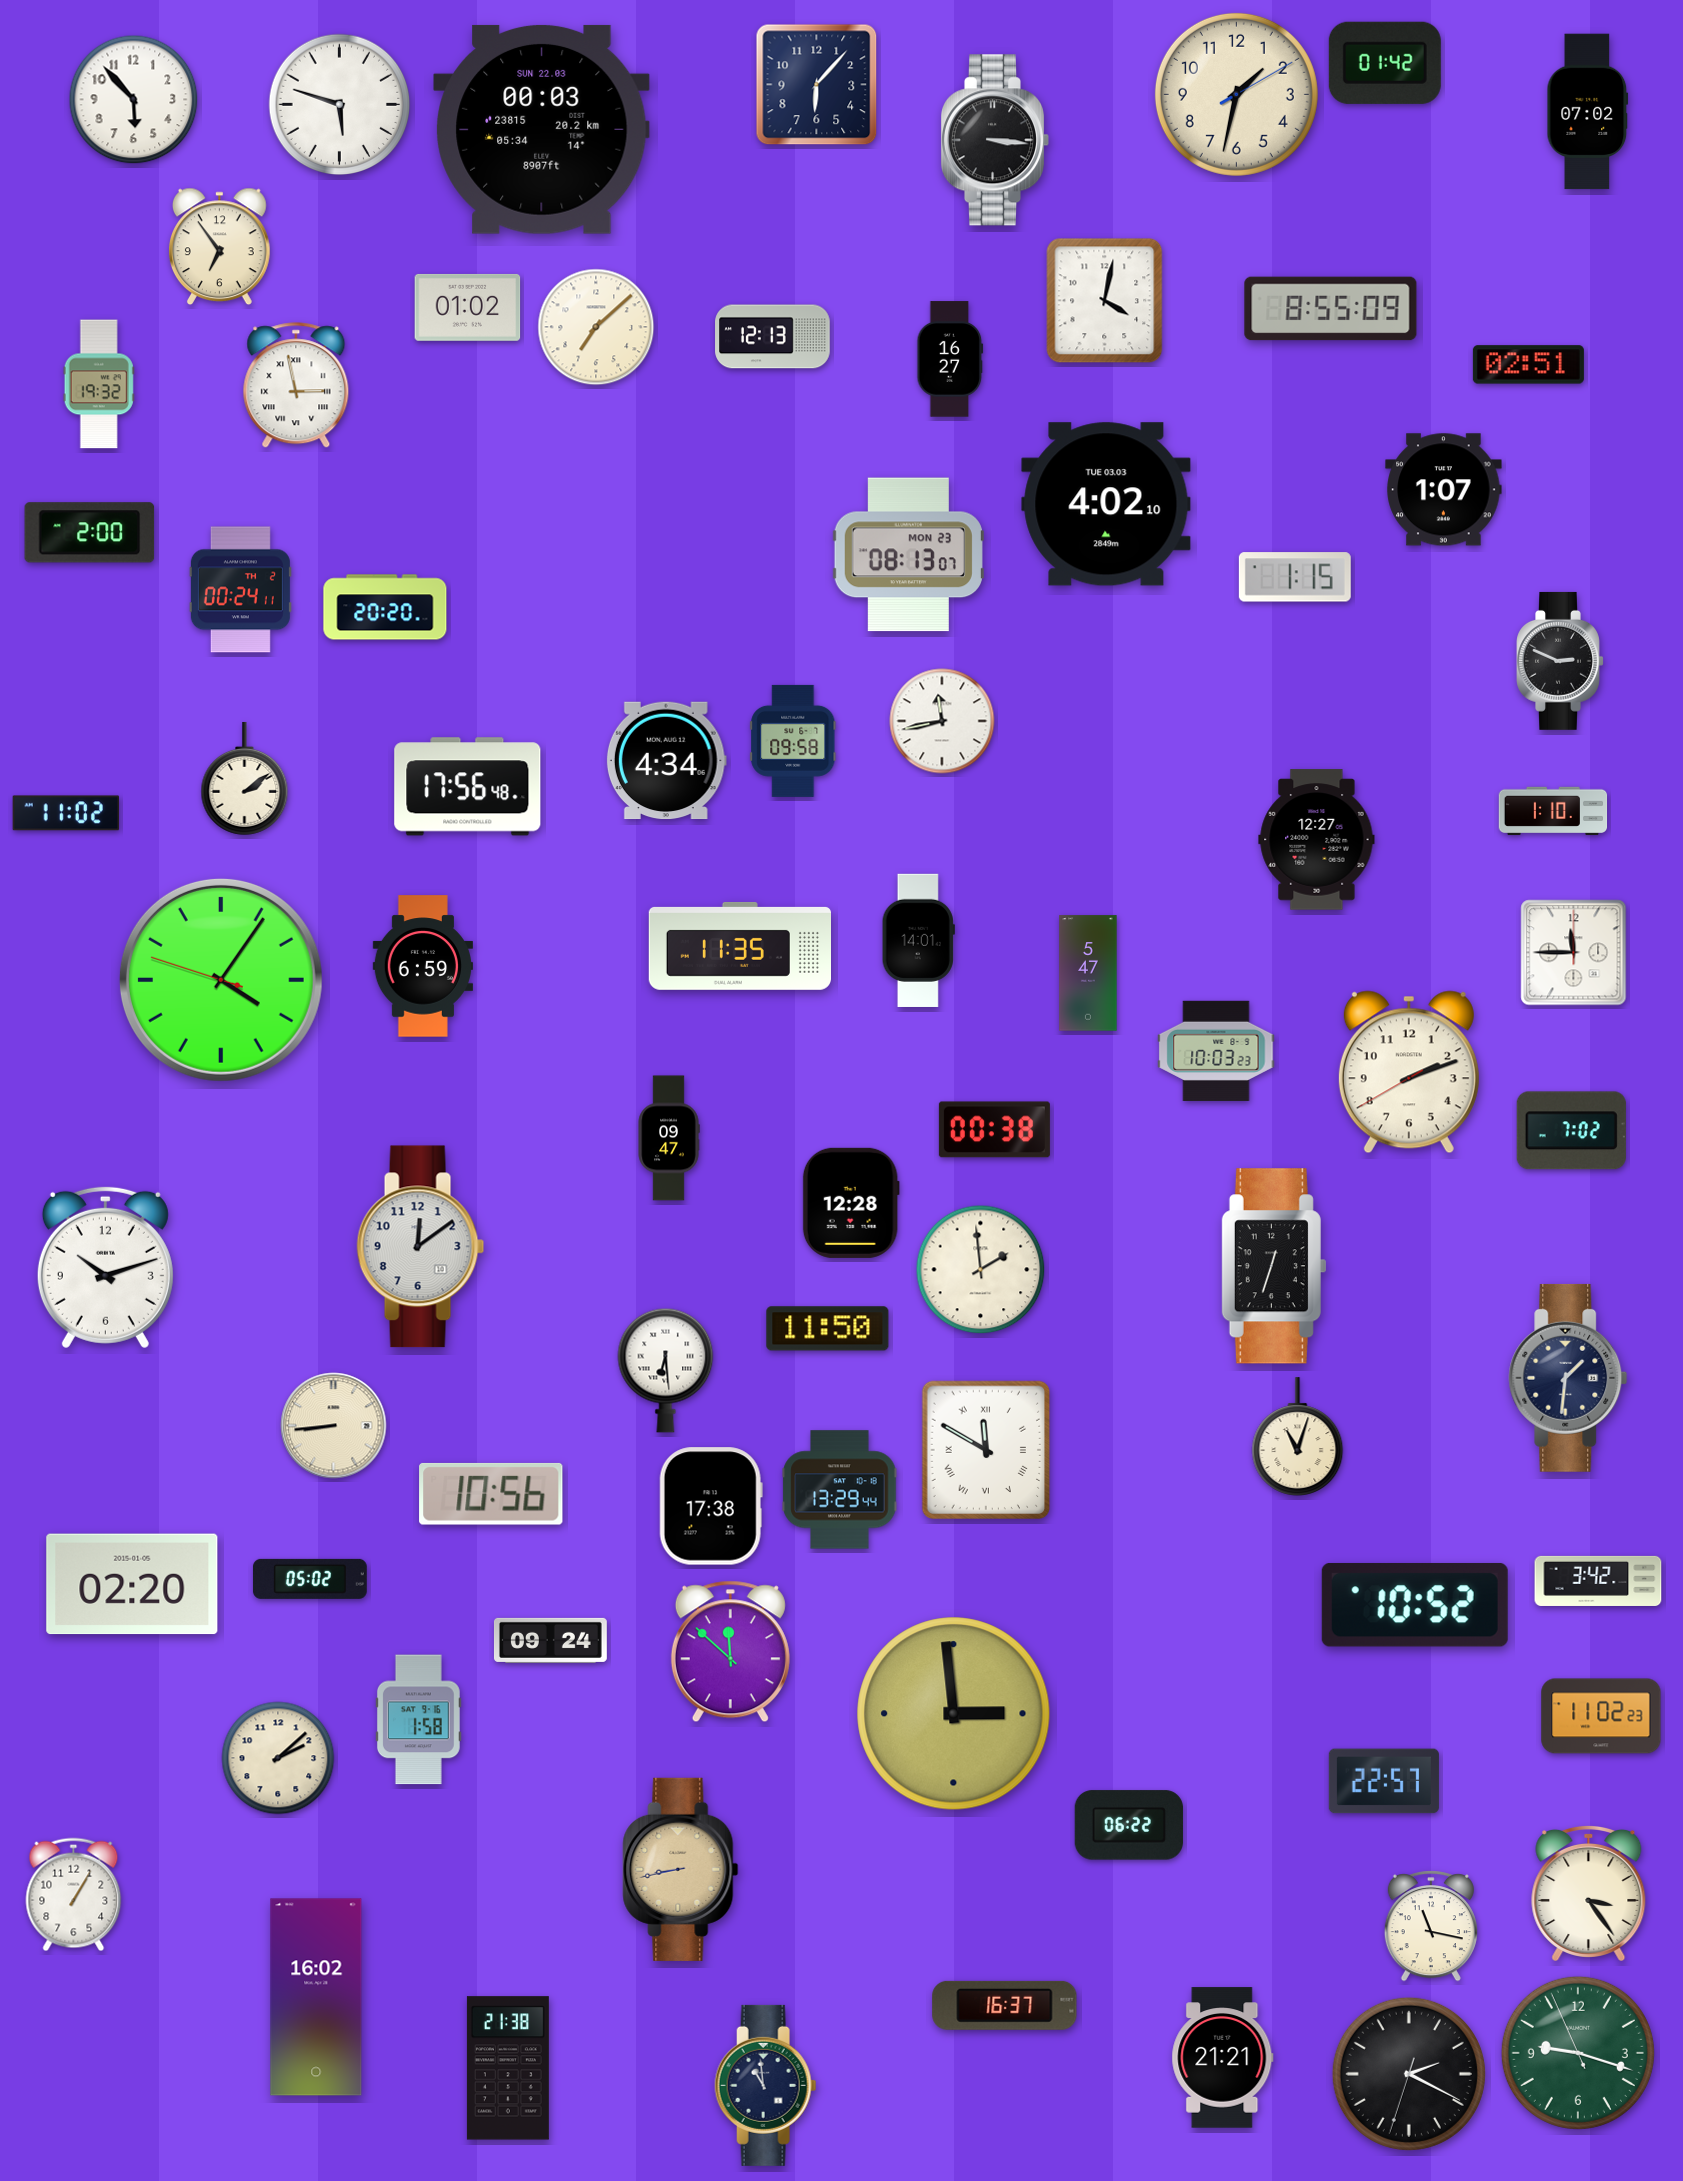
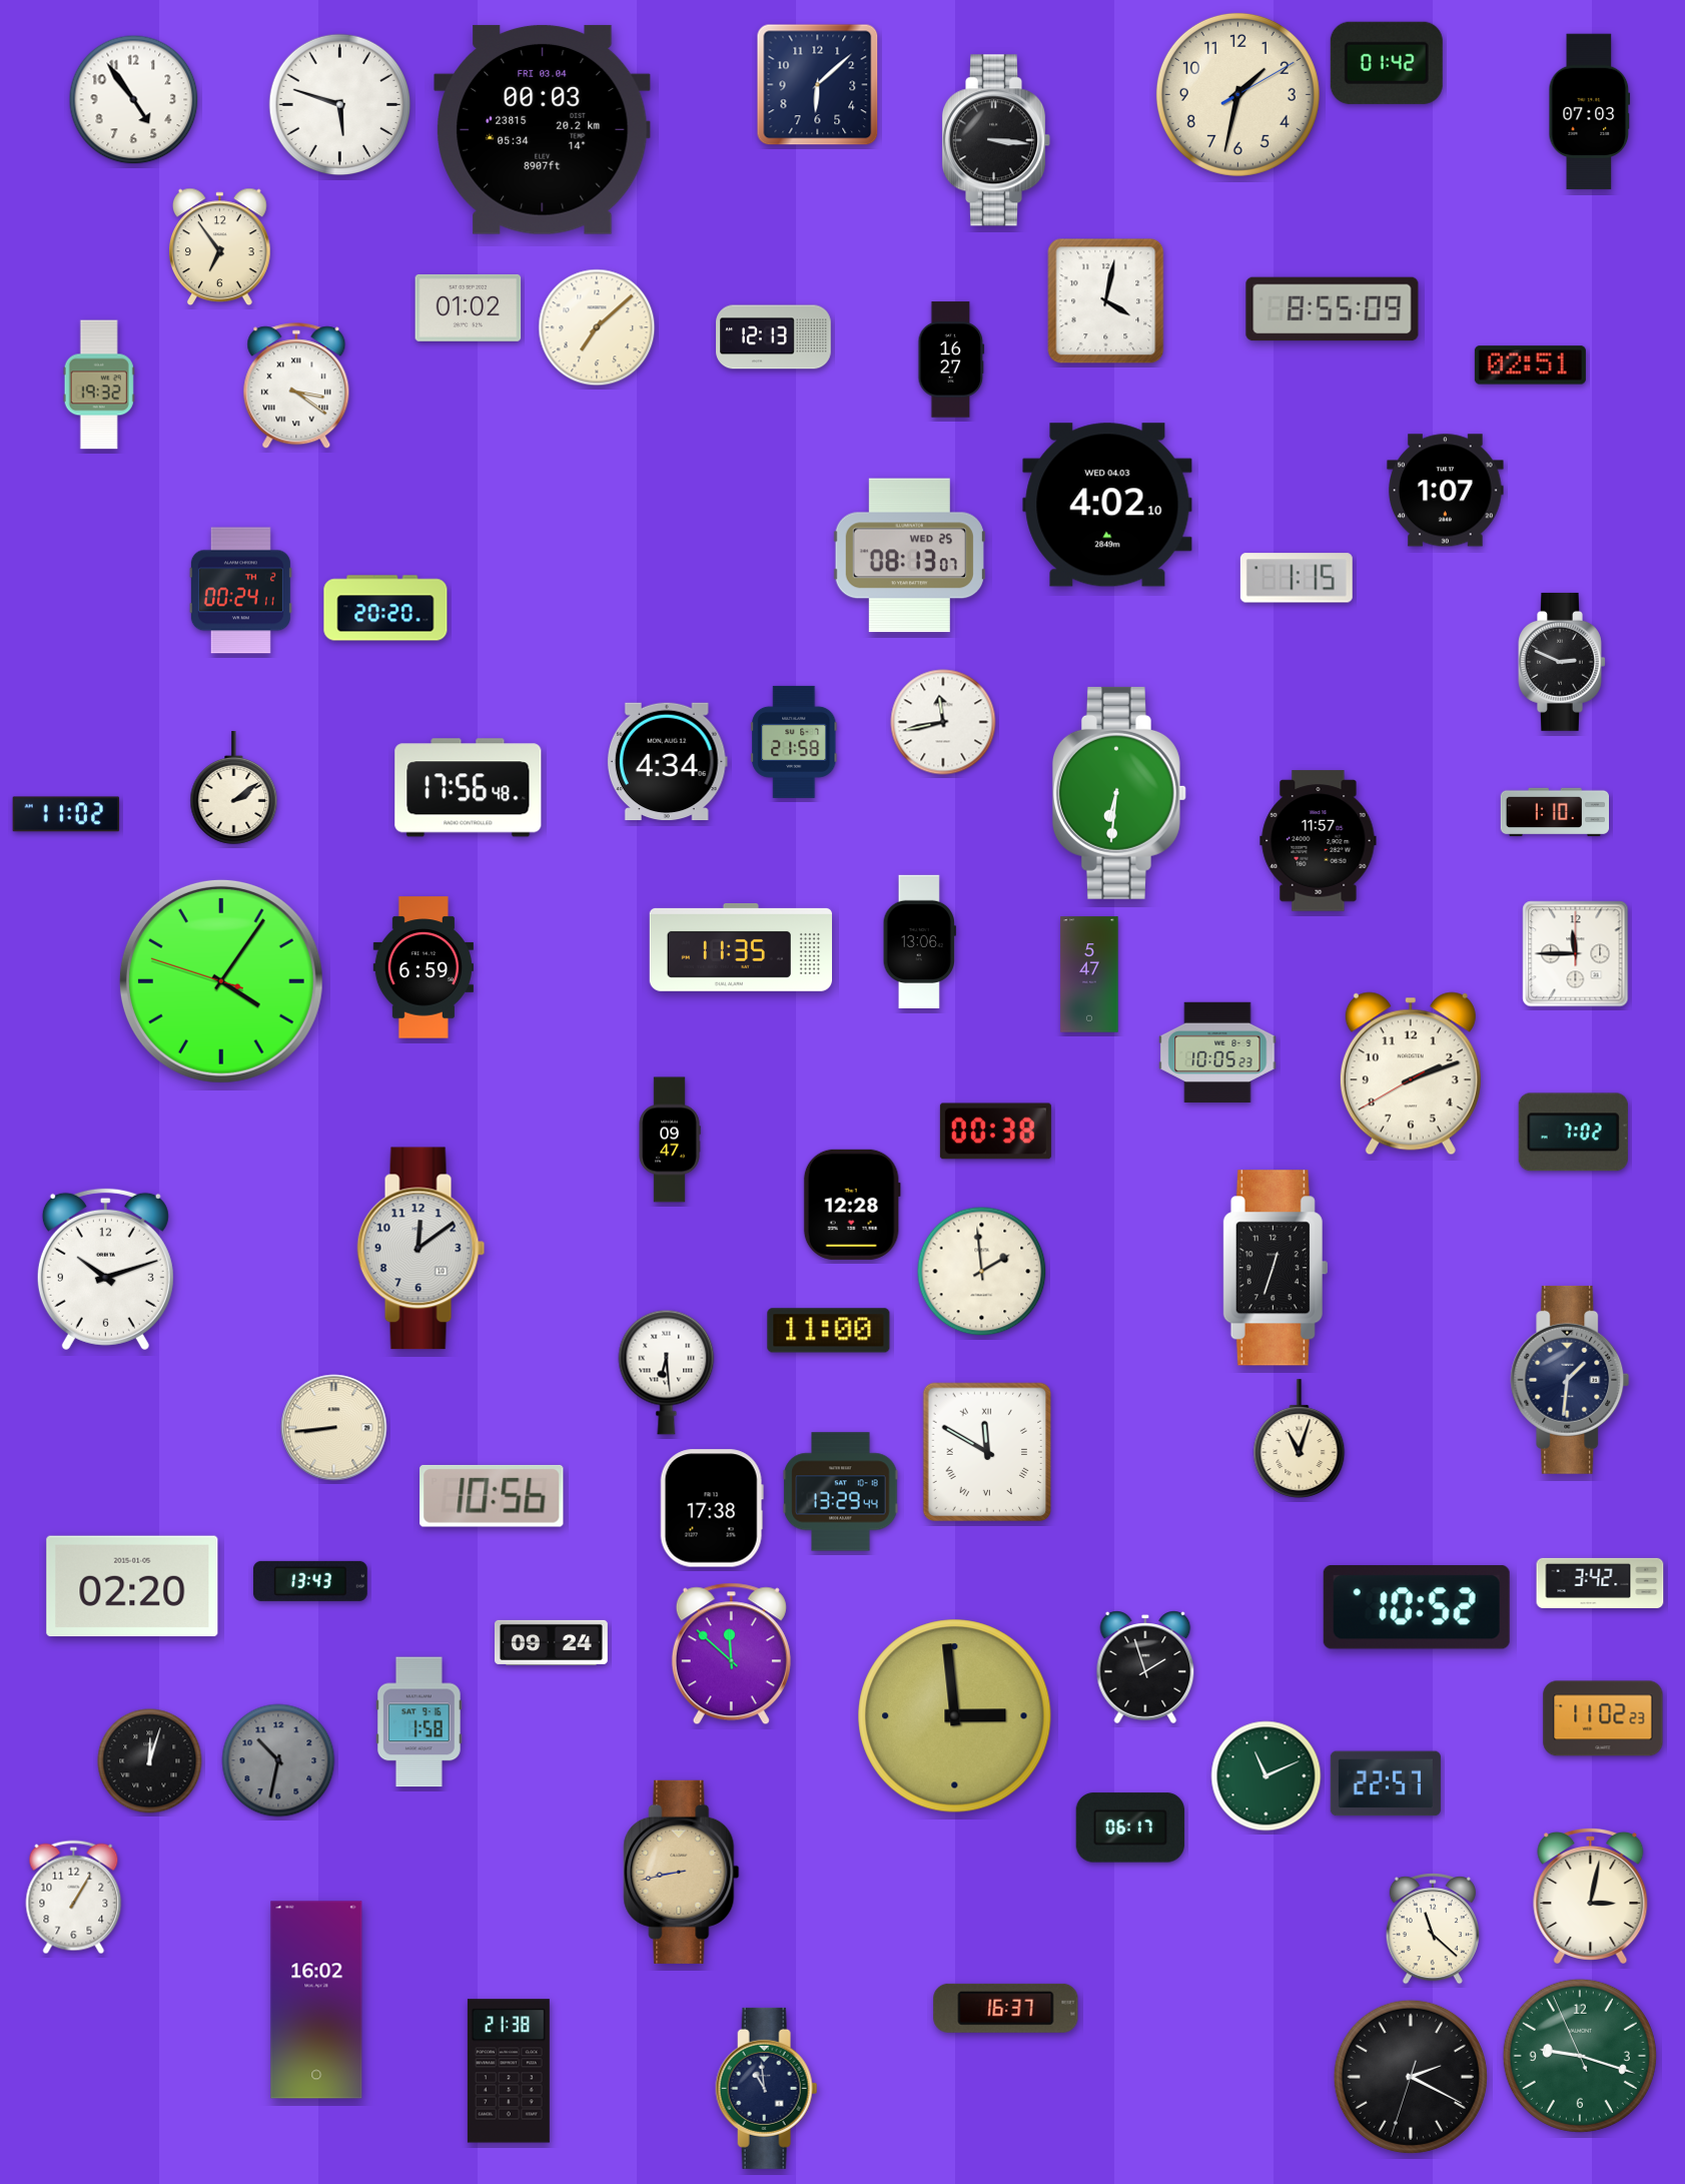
clock at (817, 85): 6:07 -> 6:08
clock at (134, 100): 5:53 -> 4:54
clock at (1588, 112): 07:02 -> 07:03
clock at (542, 129) date: SUN 22.03 -> FRI 03.04
clock at (296, 386): 2:58 -> 3:21
clock at (1106, 504) date: TUE 03.03 -> WED 04.03
clock at (90, 533): 2:00 -> none
clock at (908, 555) date: MON 23 -> WED 25
clock at (793, 741): 09:58 -> 21:58
clock at (245, 778) position: (245, 778) -> (234, 787)
clock at (1119, 793): none -> 6:31
clock at (1317, 840): 12:27 -> 11:57
clock at (918, 940): 14:01 -> 13:06
clock at (1216, 1051): 10:03 -> 10:05
clock at (828, 1329): 11:50 -> 11:00
clock at (310, 1579): 05:02 -> 13:43
clock at (1145, 1667): none -> 1:57
clock at (278, 1758): 2:08 -> 10:32
clock at (278, 1758) dial: cream -> grey
clock at (150, 1761): none -> 12:03
clock at (1267, 1776): none -> 11:11
clock at (1129, 1825): 06:22 -> 06:17
clock at (1589, 1893): 3:24 -> 3:02
clock at (1431, 1926): 11:17 -> 11:22
clock at (1223, 2058): 21:21 -> none
